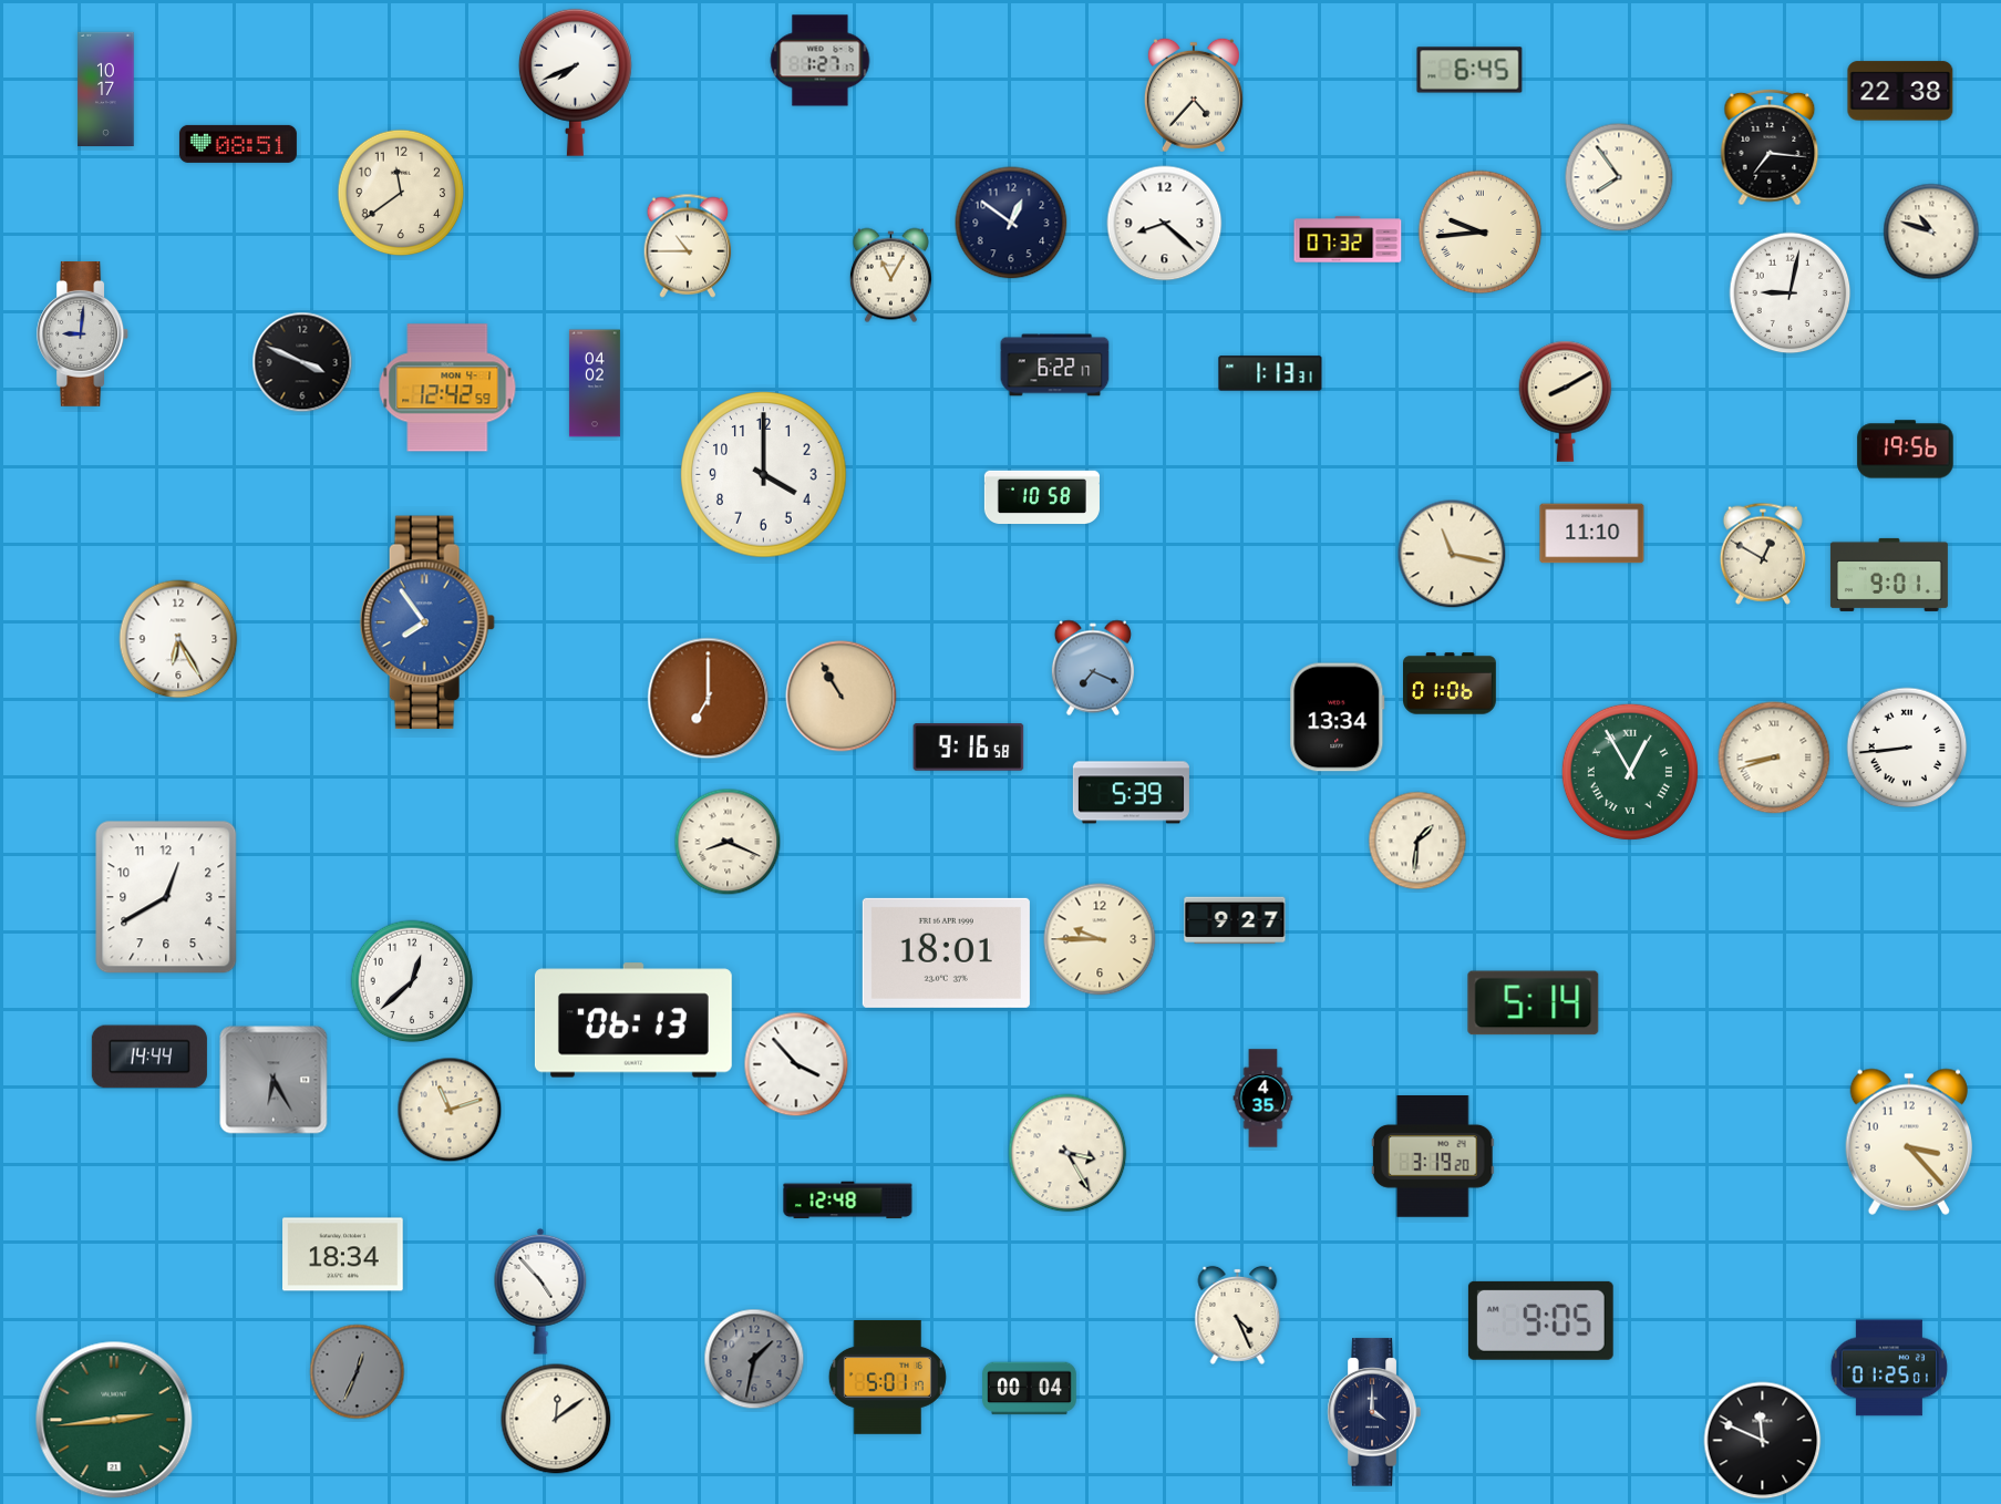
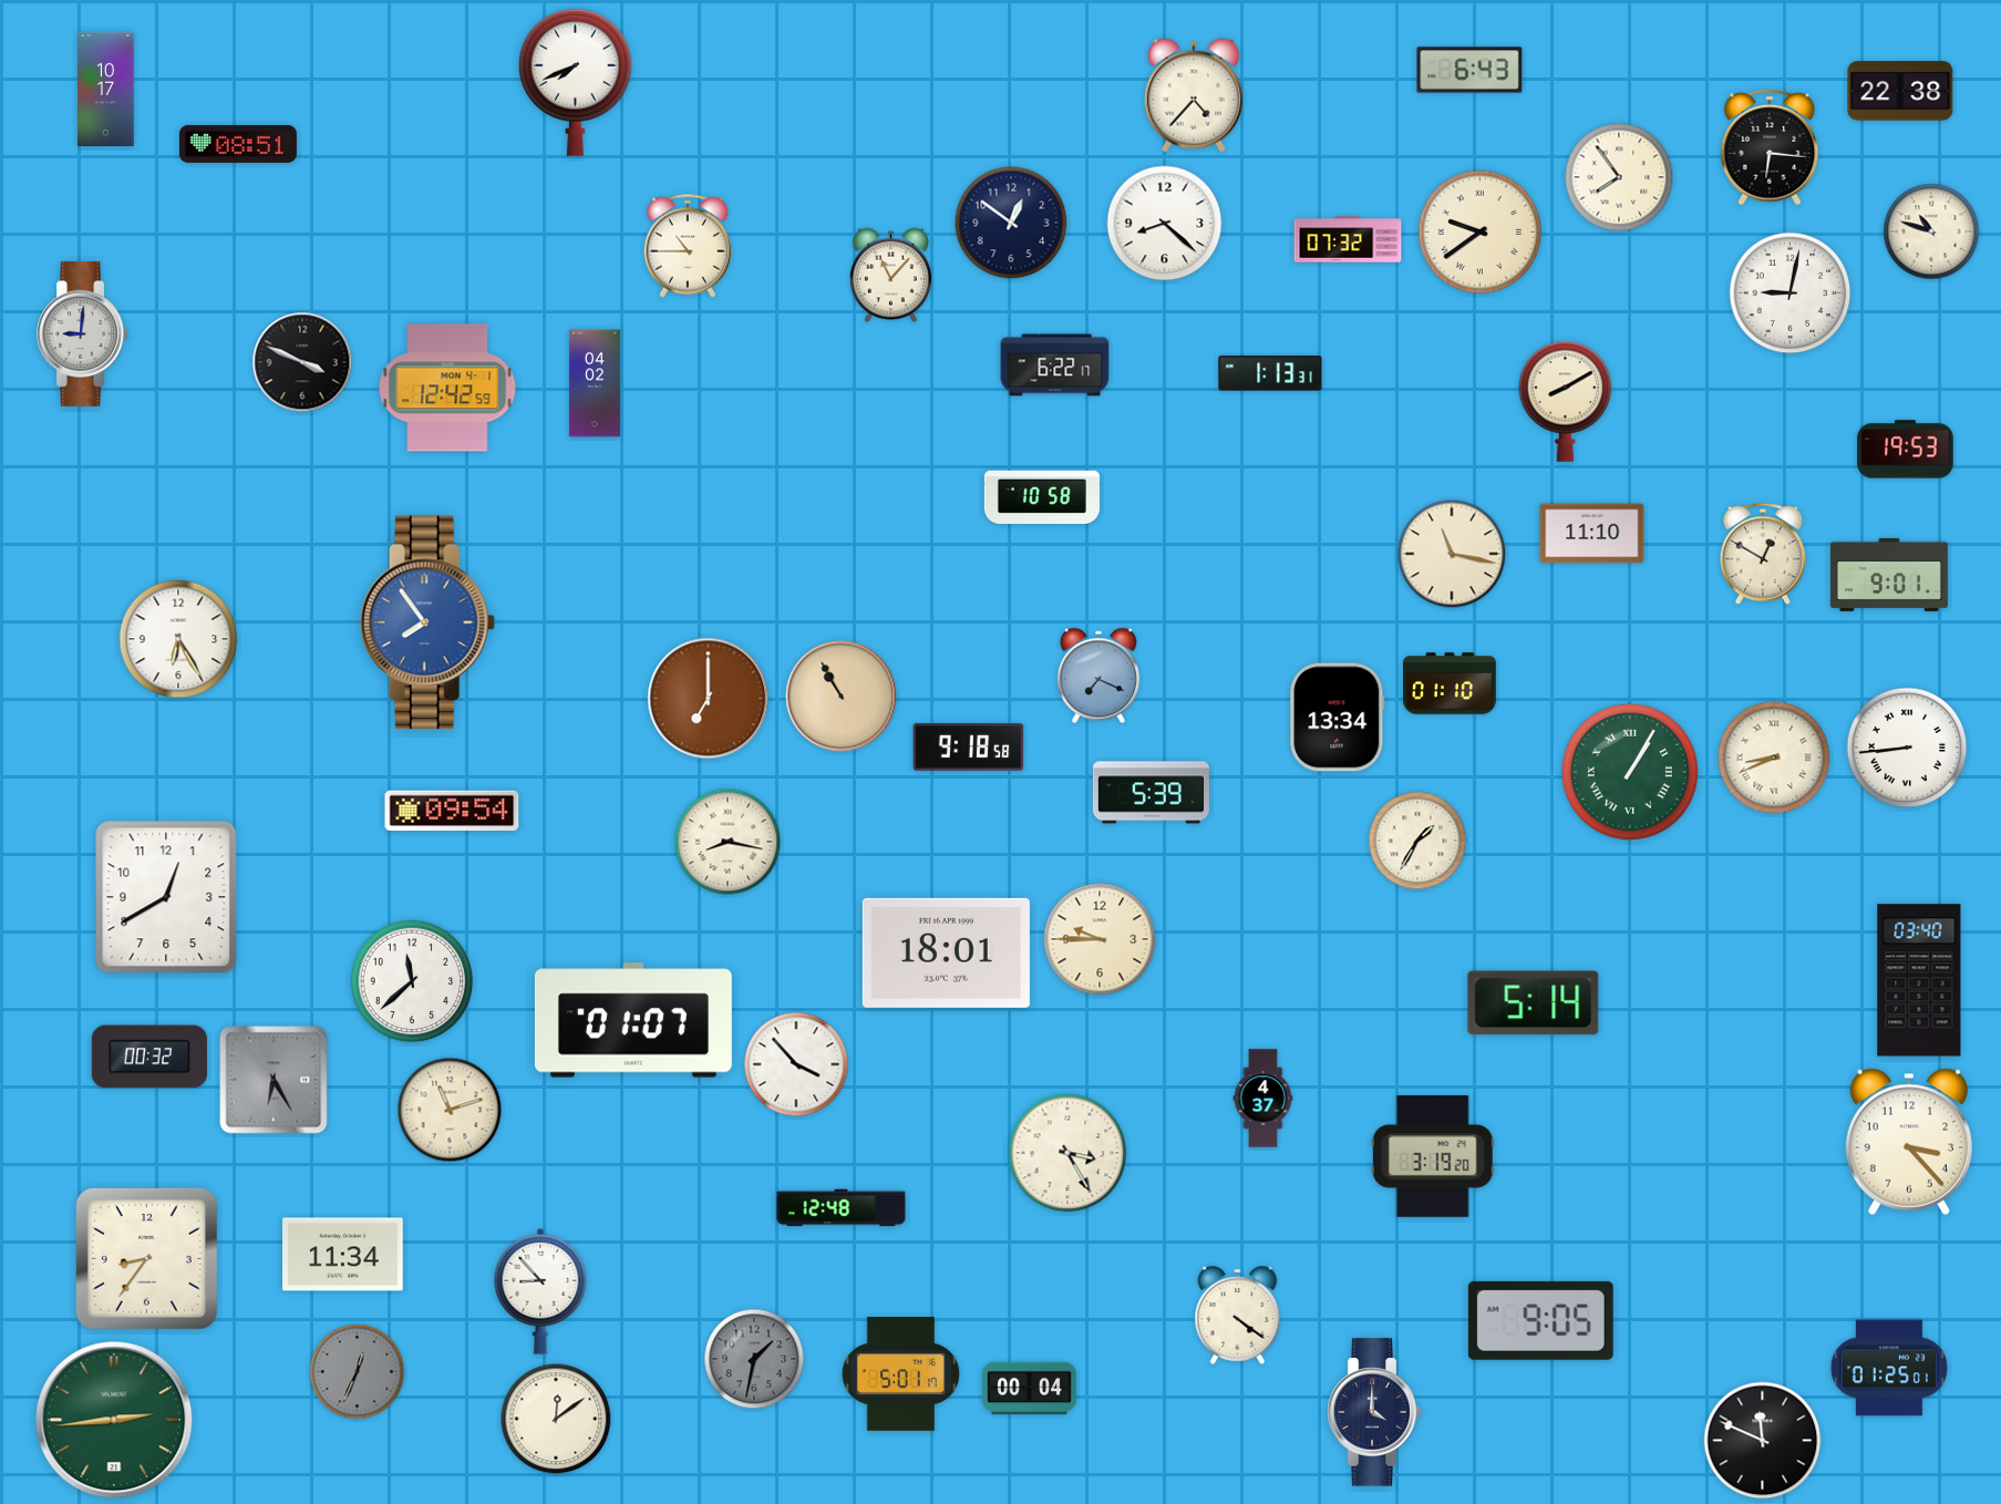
clock at (821, 61): 1:27 -> none
clock at (1469, 70): 6:45 -> 6:43
clock at (1770, 147): 7:16 -> 6:16
clock at (401, 193): 11:39 -> none
clock at (1481, 233): 9:44 -> 9:39
clock at (890, 276): 11:05 -> 11:07
clock at (1906, 450): 19:56 -> 19:53
clock at (764, 475): 4:00 -> none
clock at (1093, 668) position: (1093, 668) -> (1099, 676)
clock at (1451, 683): 01:06 -> 01:10
clock at (969, 748): 9:16 -> 9:18
clock at (1774, 758): 8:42 -> 8:41
clock at (1630, 772): 12:55 -> 1:05
clock at (1131, 793) position: (1131, 793) -> (1151, 793)
clock at (452, 810): none -> 09:54
clock at (1417, 841): 1:31 -> 1:35
clock at (728, 842): 8:19 -> 8:17
clock at (1235, 920): 9:27 -> none
clock at (1919, 980): none -> 03:40
clock at (412, 981): 12:38 -> 11:38
clock at (633, 1020): 06:13 -> 01:07
clock at (149, 1057): 14:44 -> 00:32
clock at (1263, 1099): 4:35 -> 4:37
clock at (848, 1201) position: (848, 1201) -> (842, 1208)
clock at (343, 1255): 18:34 -> 11:34
clock at (146, 1258): none -> 8:36
clock at (540, 1291): 4:53 -> 8:53
clock at (1238, 1315): 4:26 -> 4:21
clock at (887, 1378) position: (887, 1378) -> (900, 1374)
